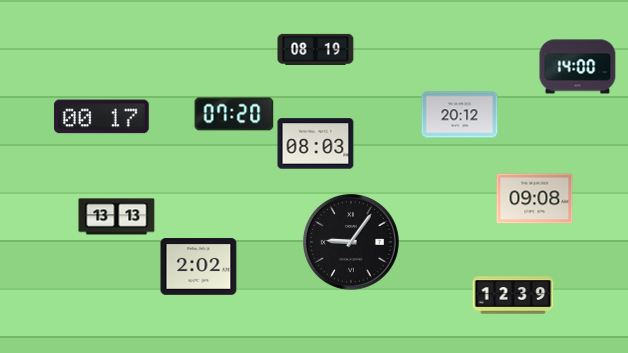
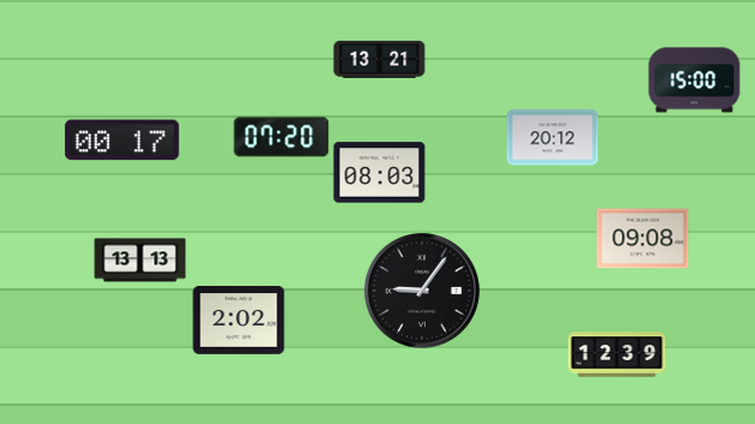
clock at (316, 49): 08:19 -> 13:21
clock at (578, 67): 14:00 -> 15:00
